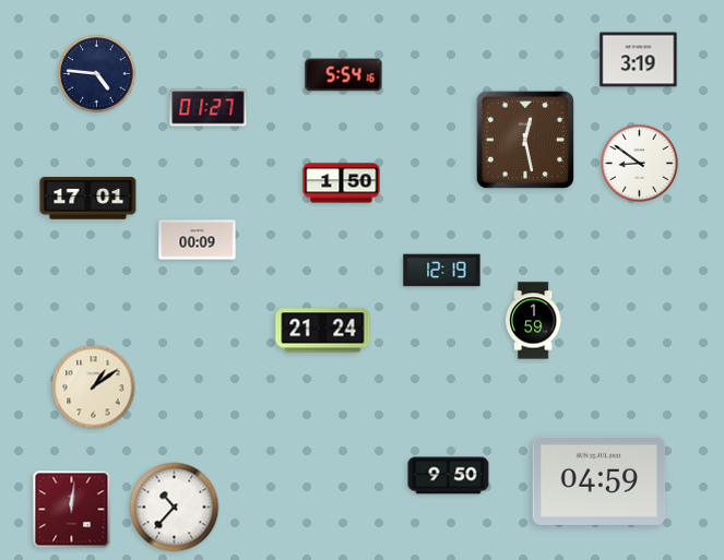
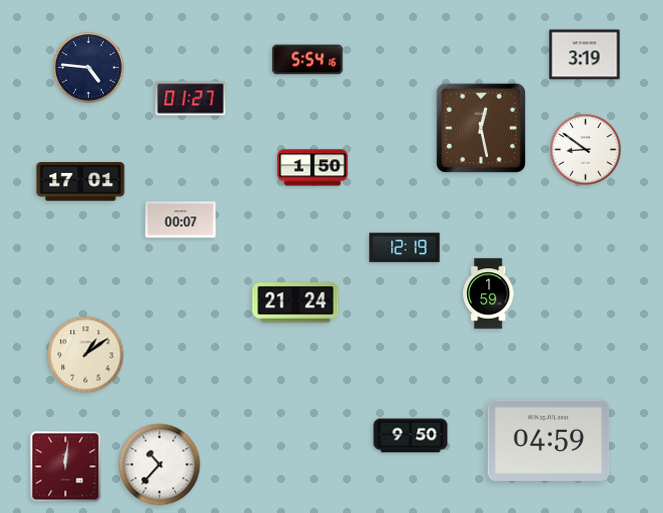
clock at (344, 75) position: (344, 75) -> (308, 60)
clock at (198, 240): 00:09 -> 00:07
